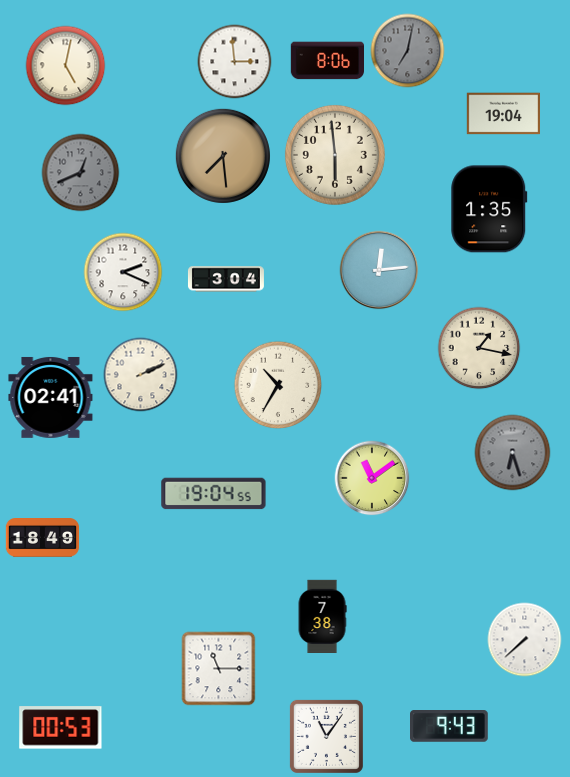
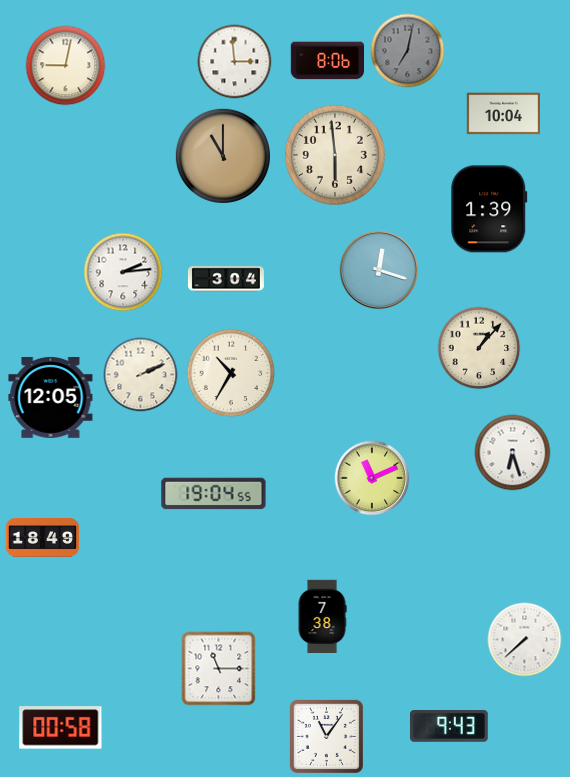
clock at (66, 66): 5:02 -> 9:02
clock at (504, 114): 19:04 -> 10:04
clock at (223, 156): 7:29 -> 11:00
clock at (81, 173): 12:41 -> none
clock at (489, 209): 1:35 -> 1:39
clock at (379, 270): 12:14 -> 12:18
clock at (123, 272): 2:19 -> 2:14
clock at (479, 348): 1:17 -> 1:07
clock at (278, 385) position: (278, 385) -> (231, 373)
clock at (51, 397): 02:41 -> 12:05
clock at (513, 453) dial: grey -> white
clock at (372, 478): 11:09 -> 11:11
clock at (61, 728): 00:53 -> 00:58
